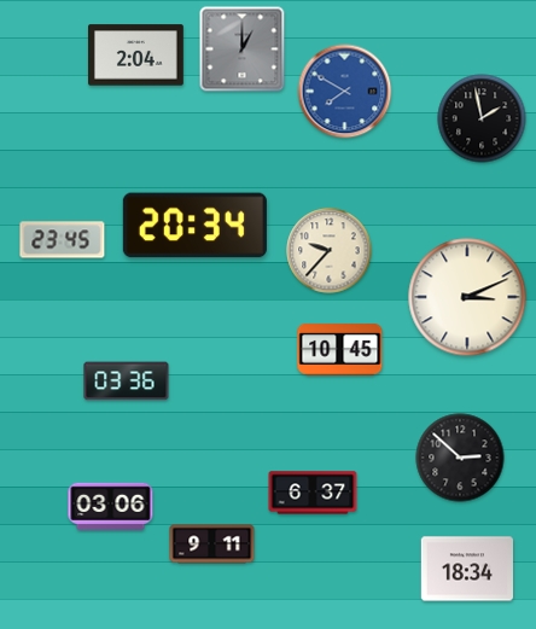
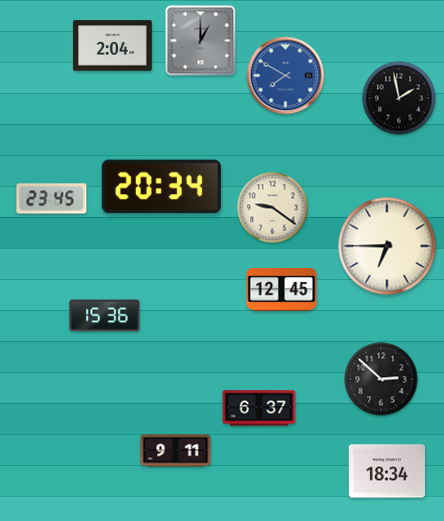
clock at (330, 251): 9:37 -> 9:21
clock at (467, 297): 3:11 -> 6:45
clock at (340, 350): 10:45 -> 12:45
clock at (127, 382): 03:36 -> 15:36
clock at (111, 507): 03:06 -> none
